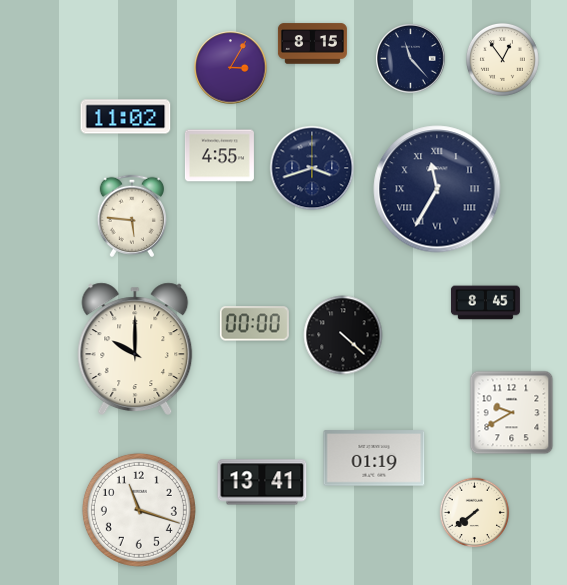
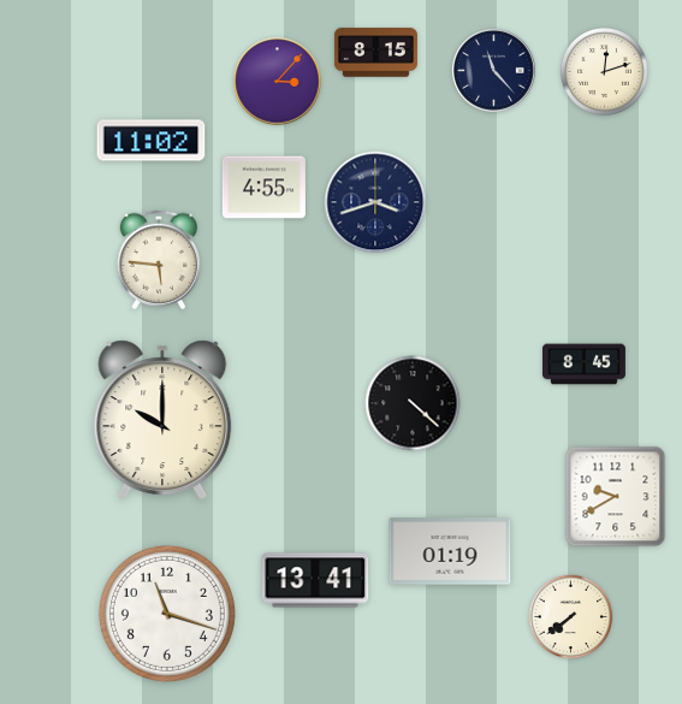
clock at (502, 59): 12:54 -> 12:12
clock at (231, 68): 3:05 -> 3:07
clock at (437, 189): 11:35 -> none
clock at (254, 324): 00:00 -> none
